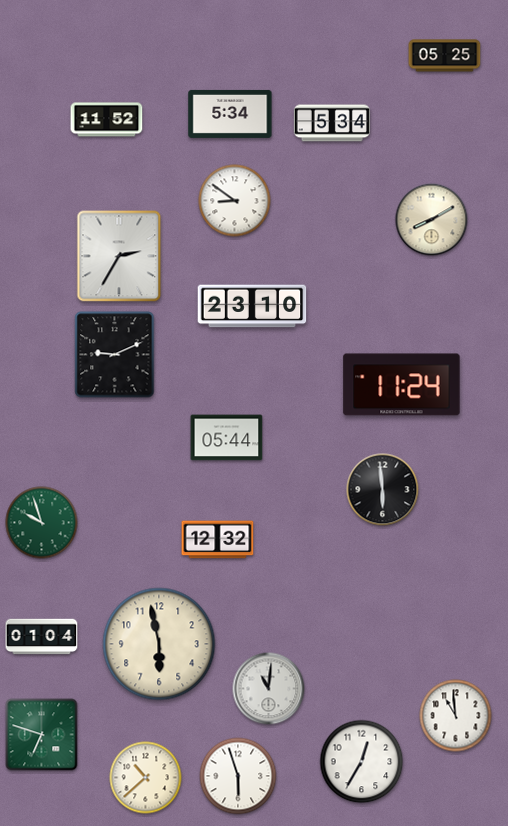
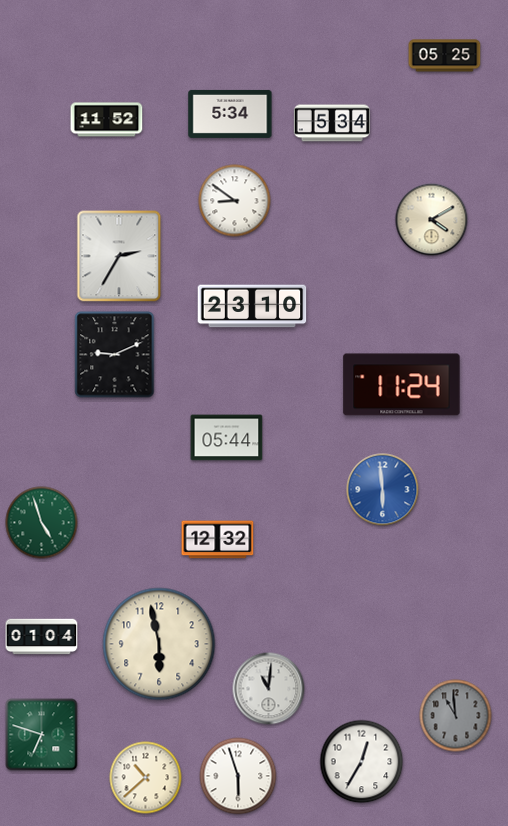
clock at (432, 220): 8:10 -> 4:10
clock at (383, 490) dial: black -> blue
clock at (42, 523): 9:57 -> 4:57
clock at (456, 716) dial: white -> grey
